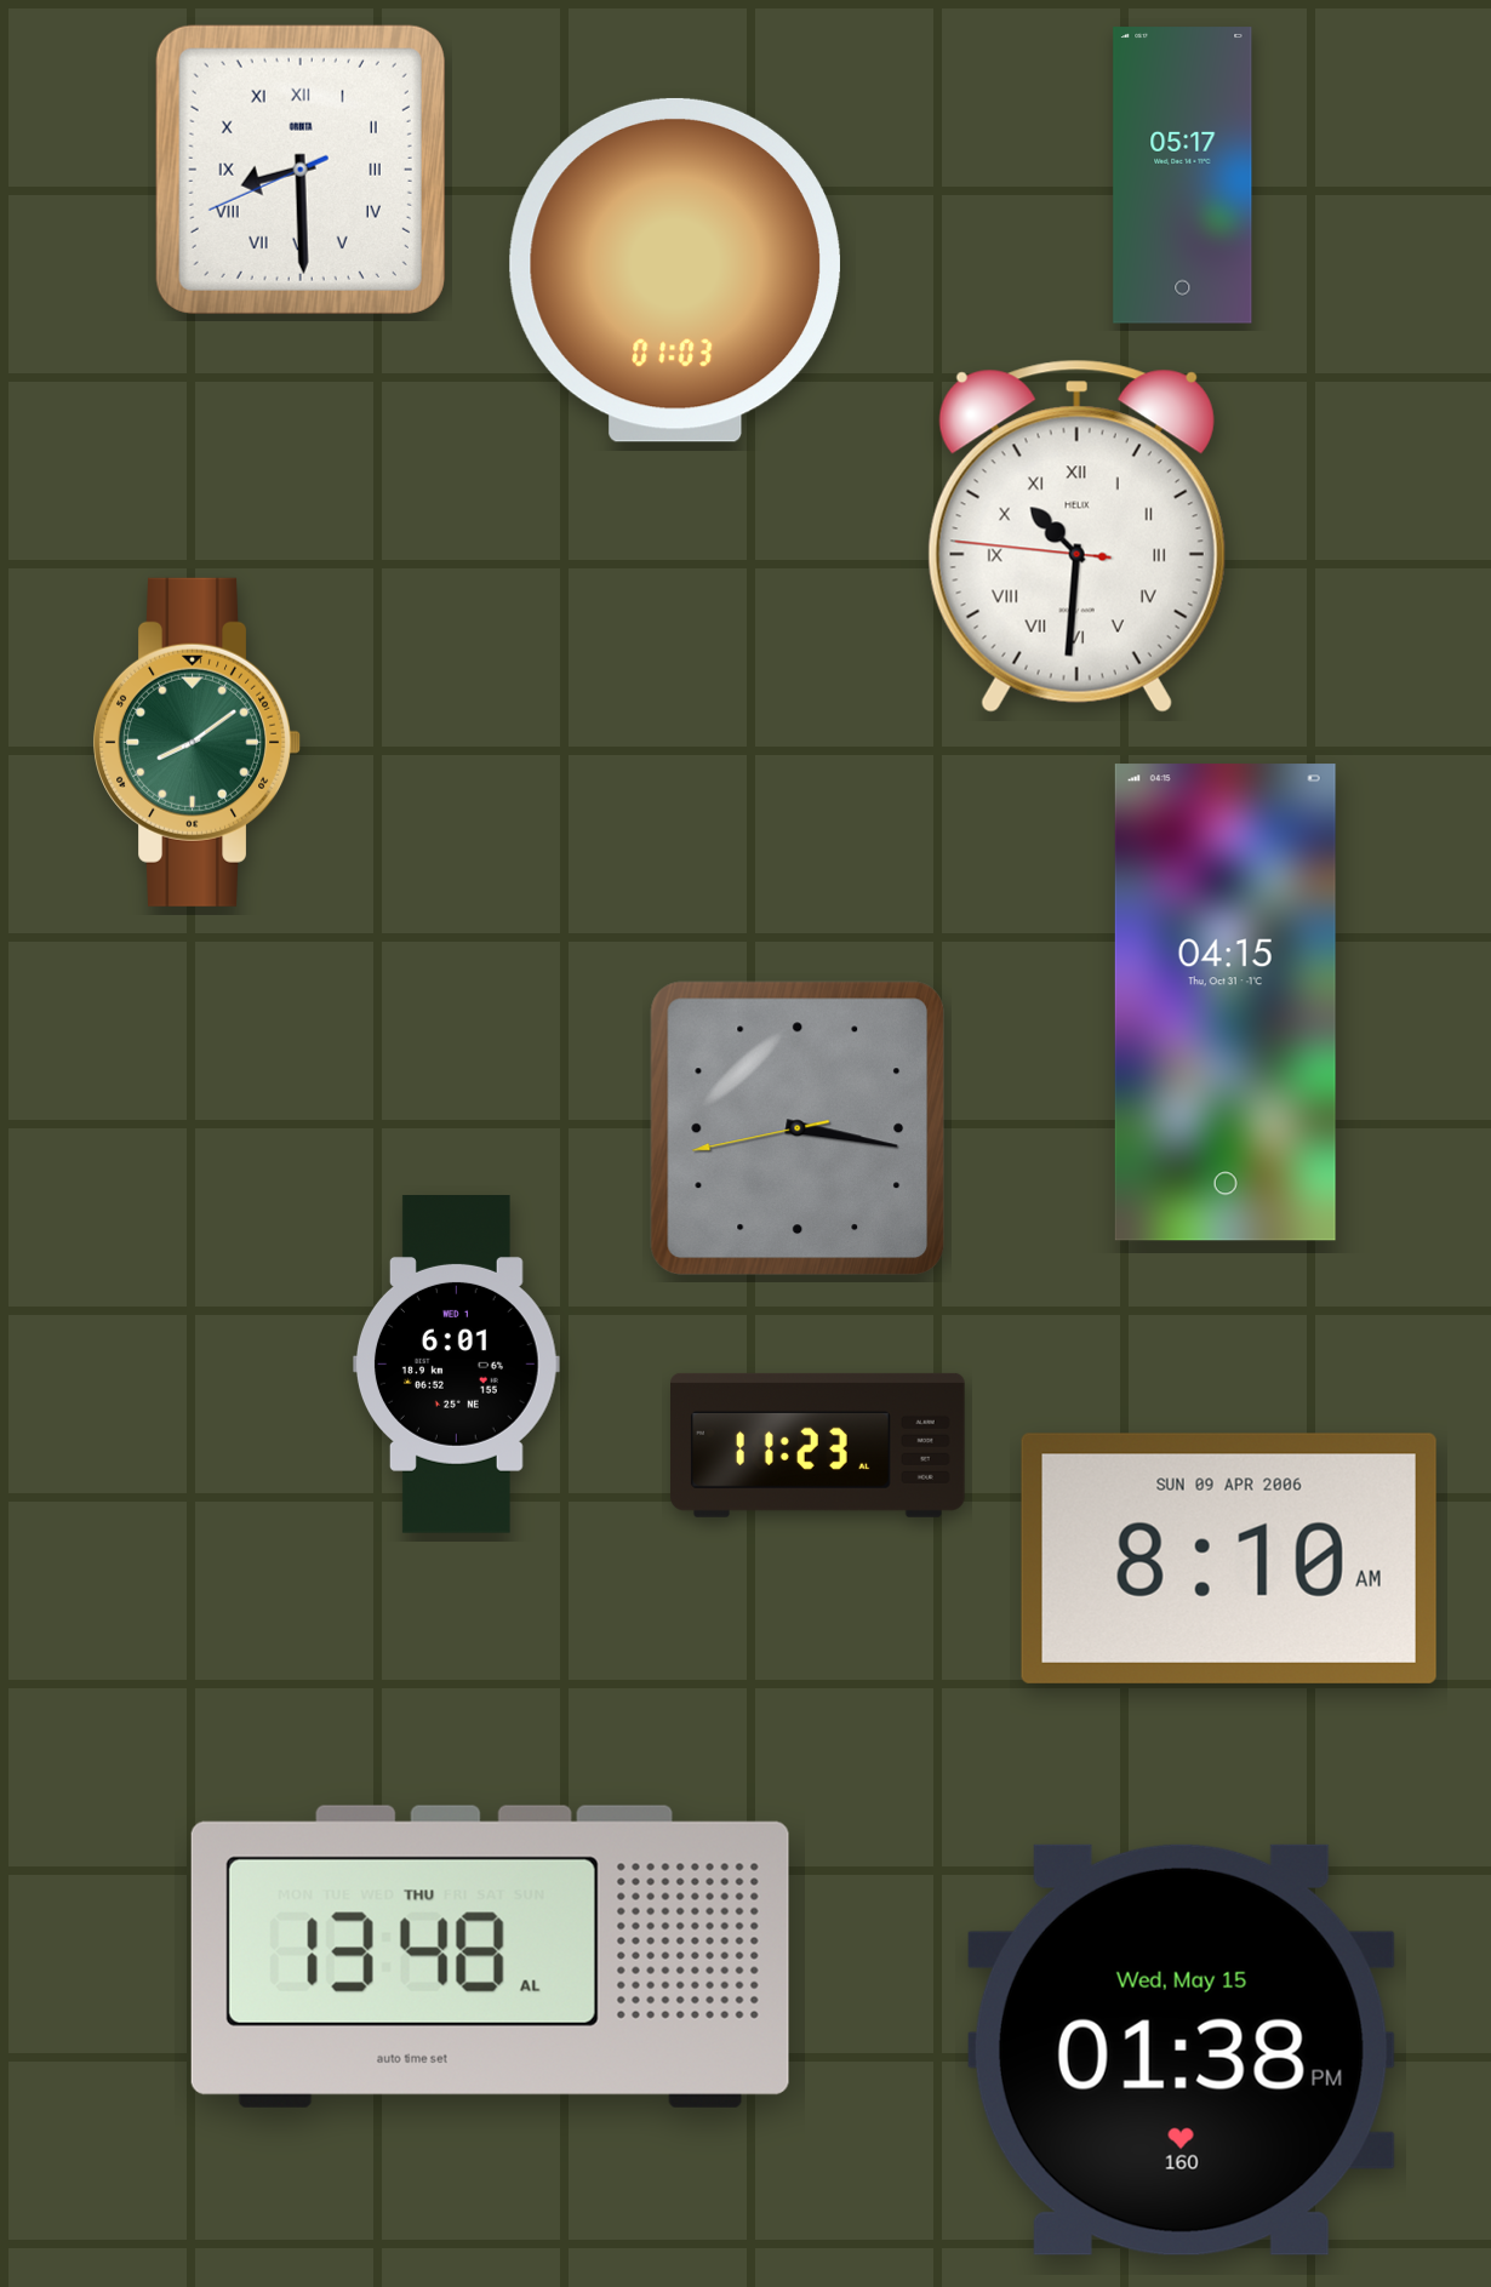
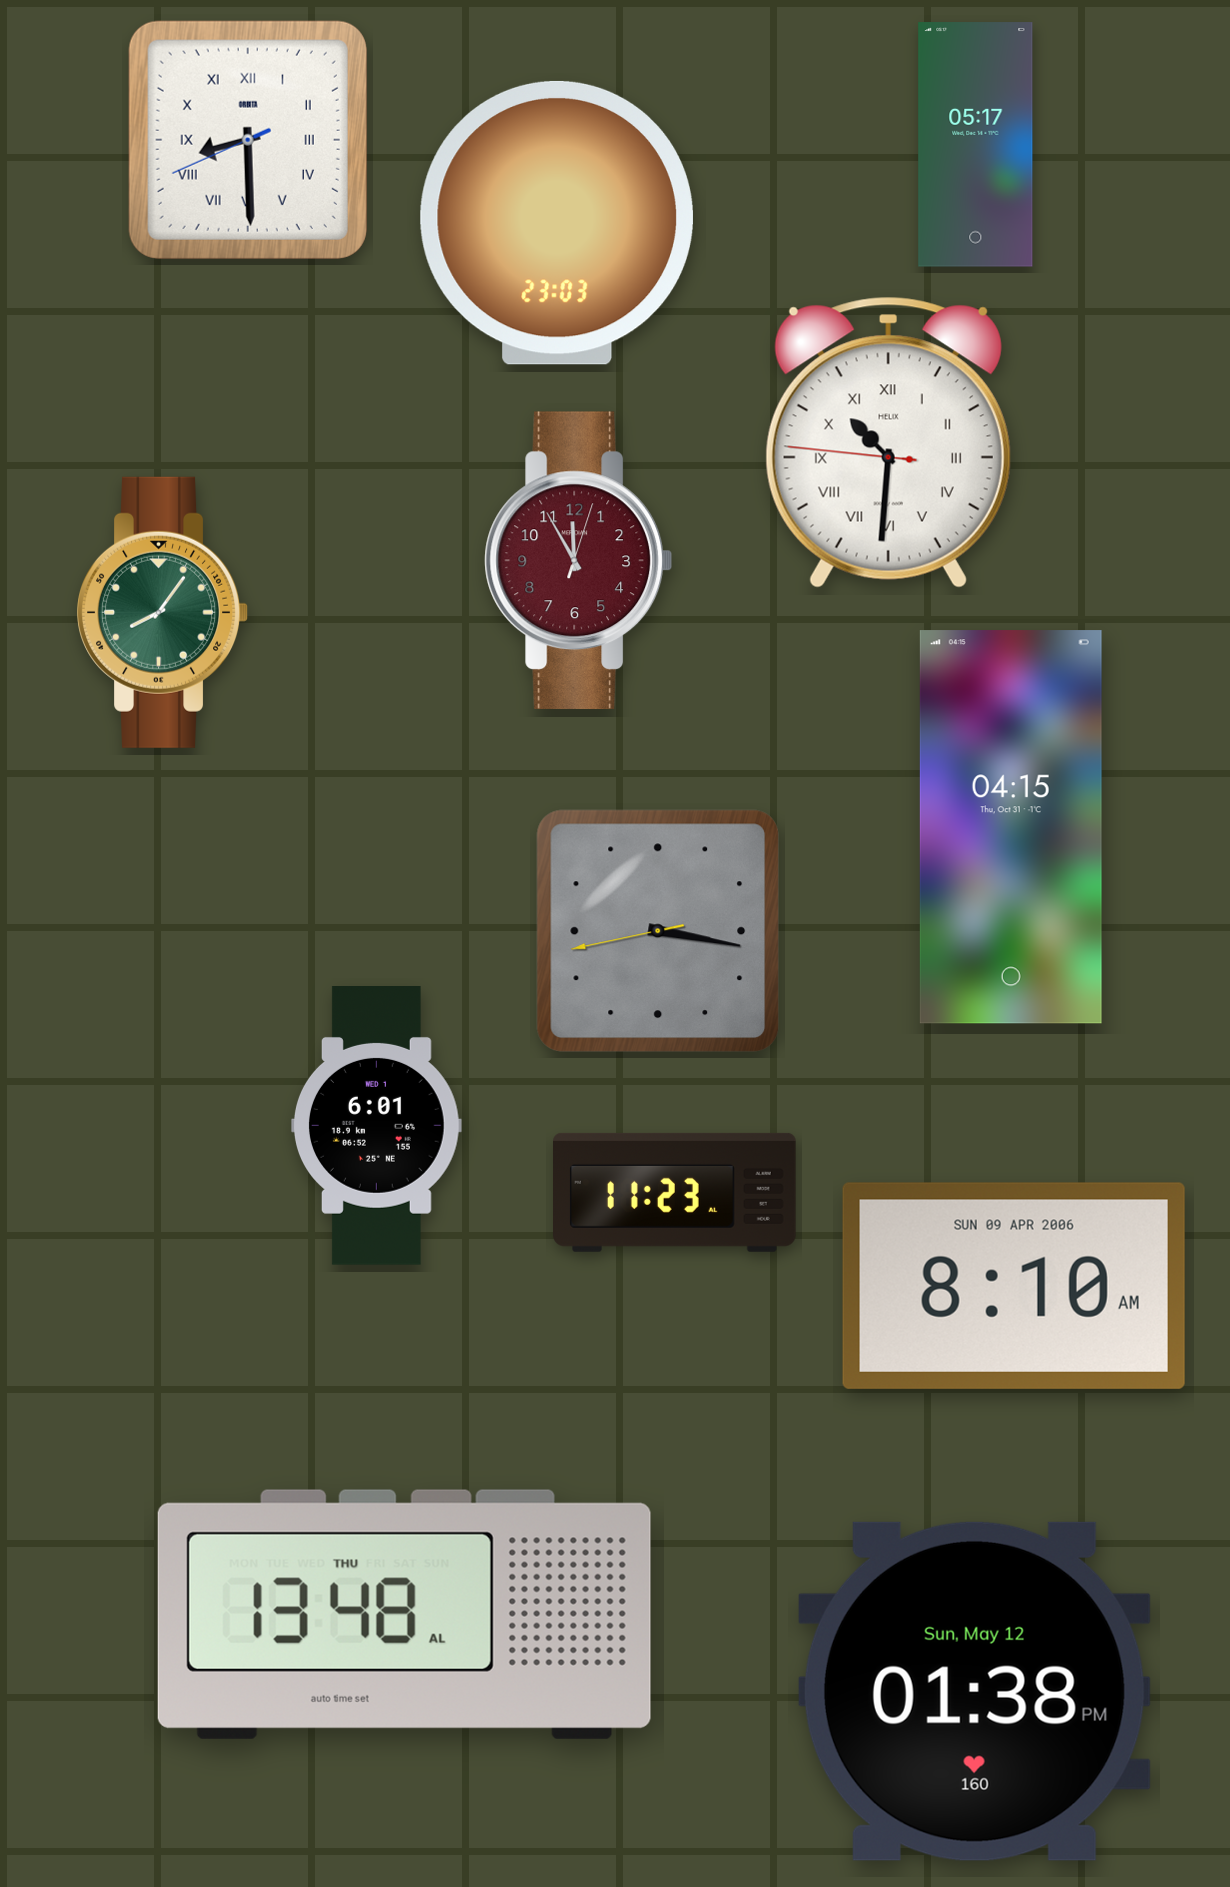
clock at (675, 270): 01:03 -> 23:03
clock at (578, 560): none -> 11:55
clock at (198, 742): 8:09 -> 8:06
clock at (1181, 2049) date: Wed, May 15 -> Sun, May 12
